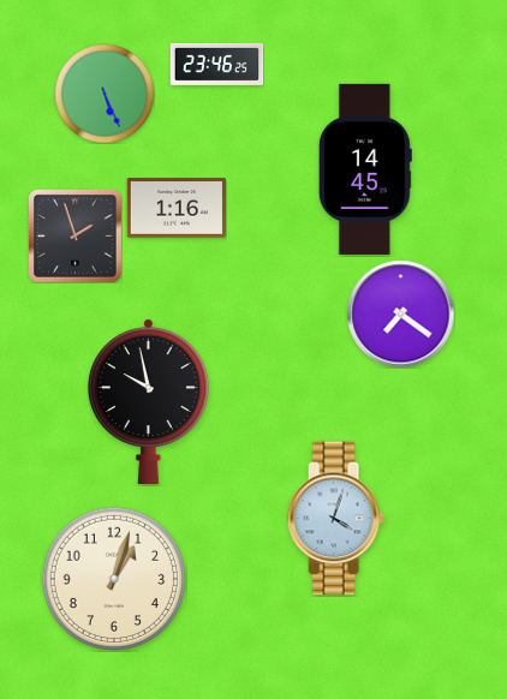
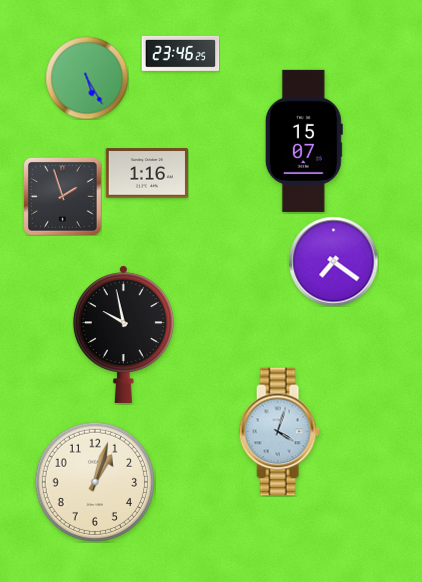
clock at (105, 94): 5:26 -> 5:25
clock at (365, 169): 14:45 -> 15:07
